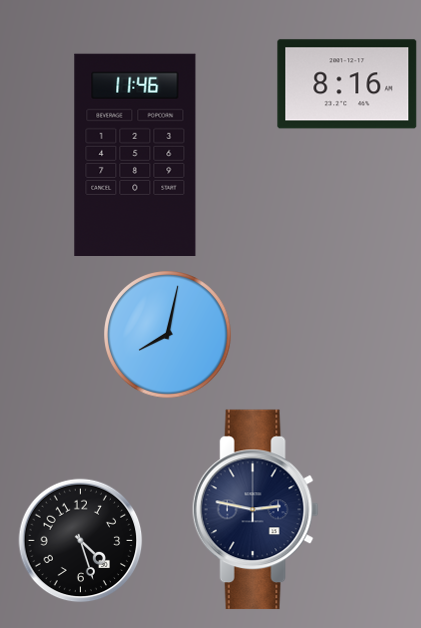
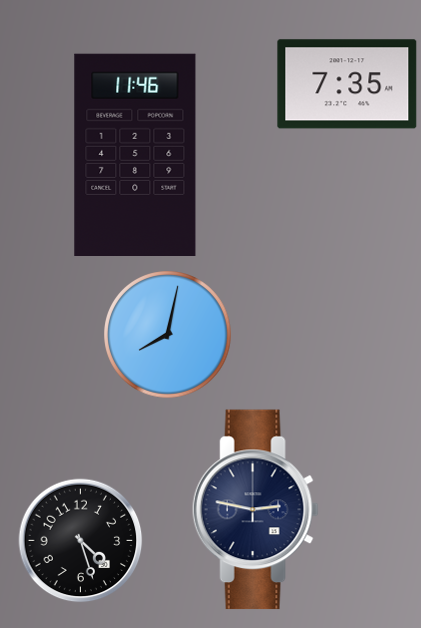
clock at (347, 84): 8:16 -> 7:35
